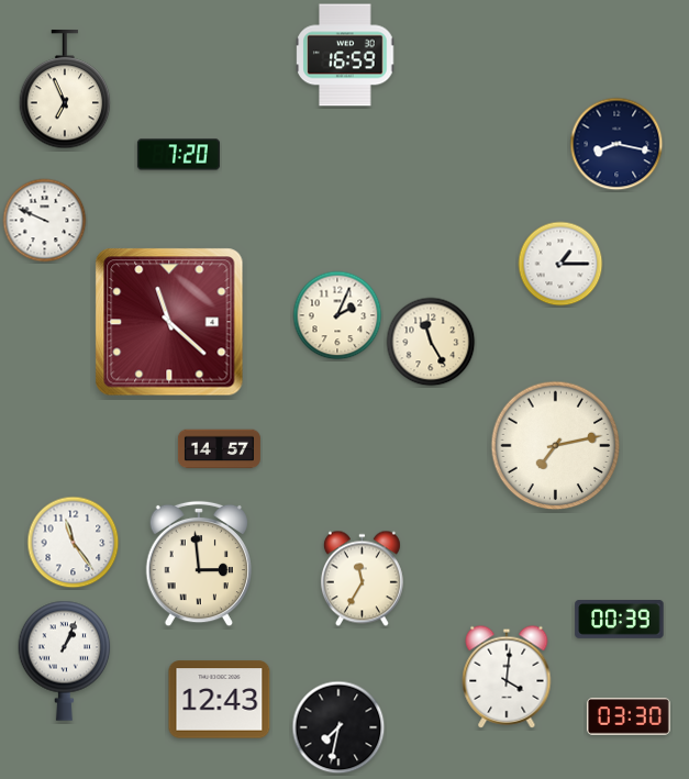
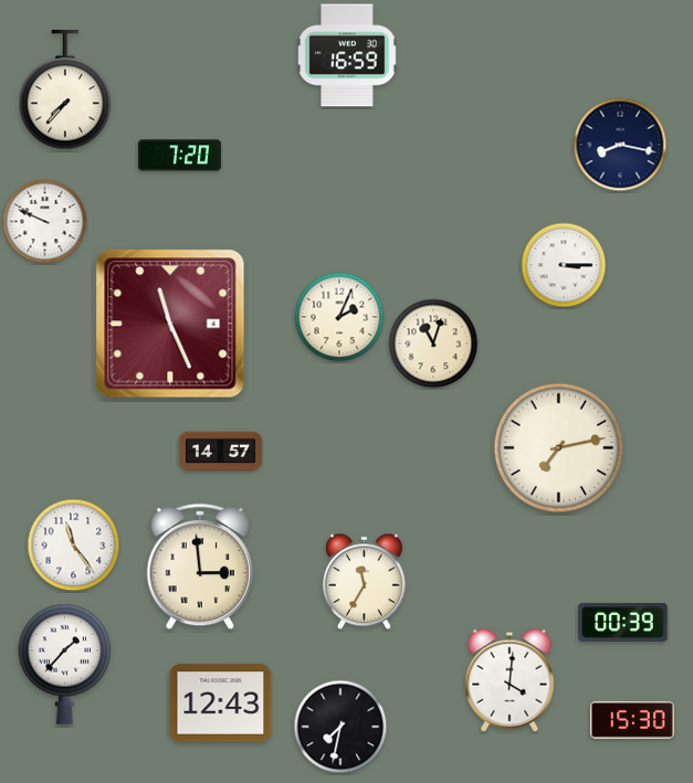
clock at (65, 90): 6:56 -> 7:37
clock at (560, 264): 1:15 -> 3:15
clock at (169, 322): 11:22 -> 11:26
clock at (431, 342): 11:25 -> 11:03
clock at (65, 660): 1:04 -> 1:37
clock at (629, 716): 03:30 -> 15:30
clock at (338, 727) position: (338, 727) -> (340, 727)
